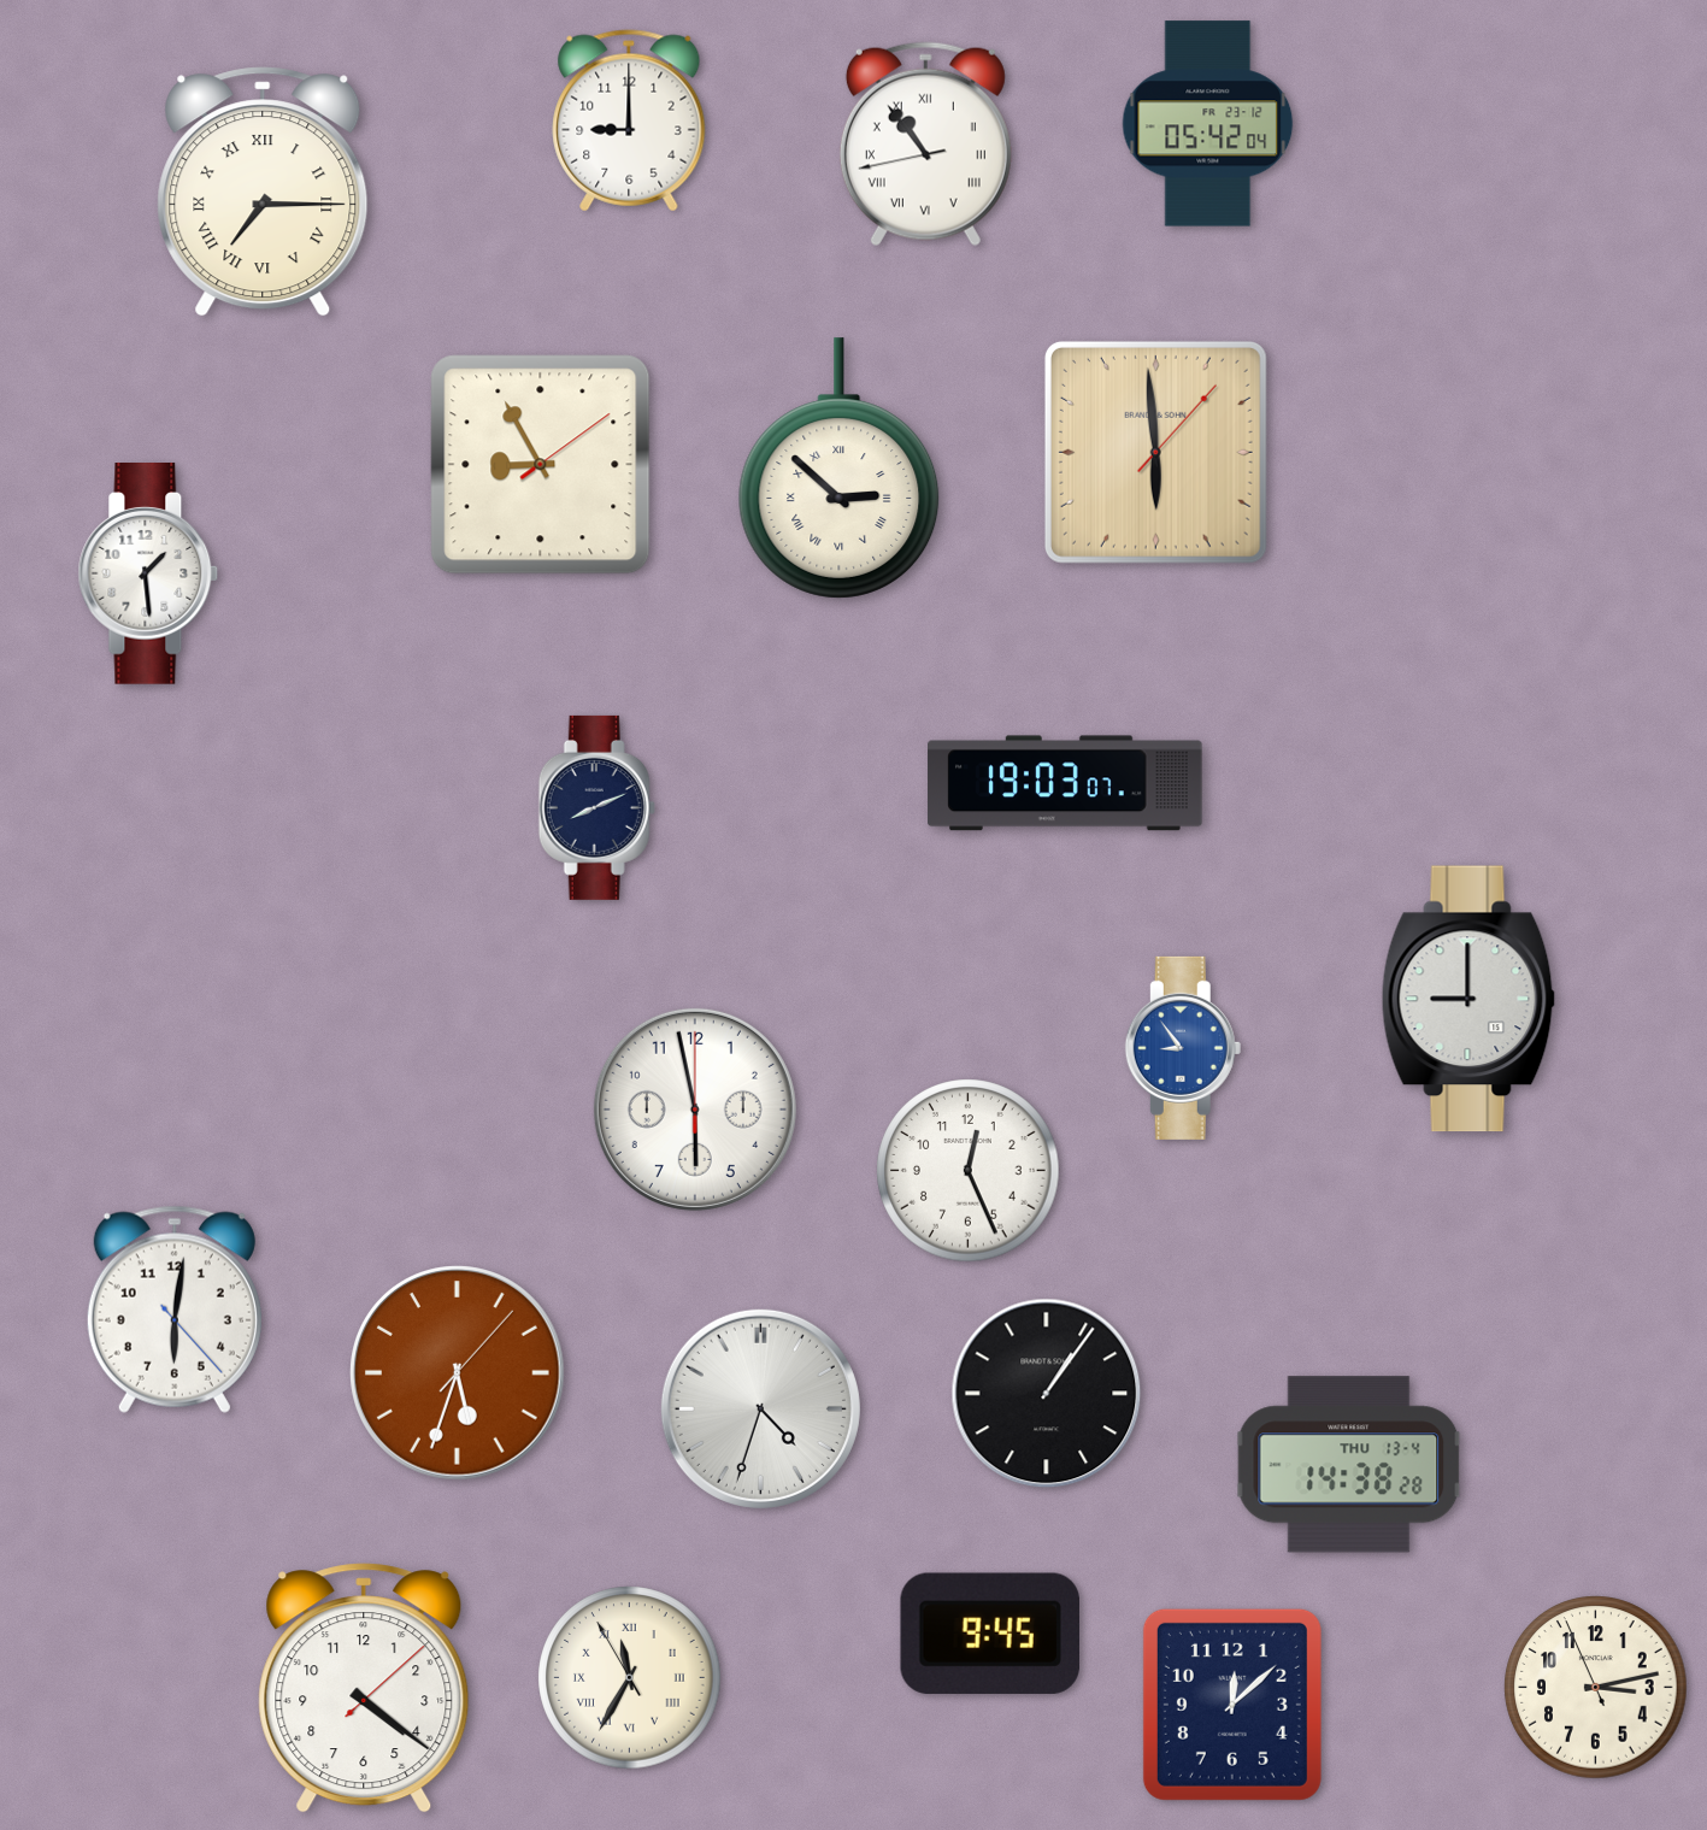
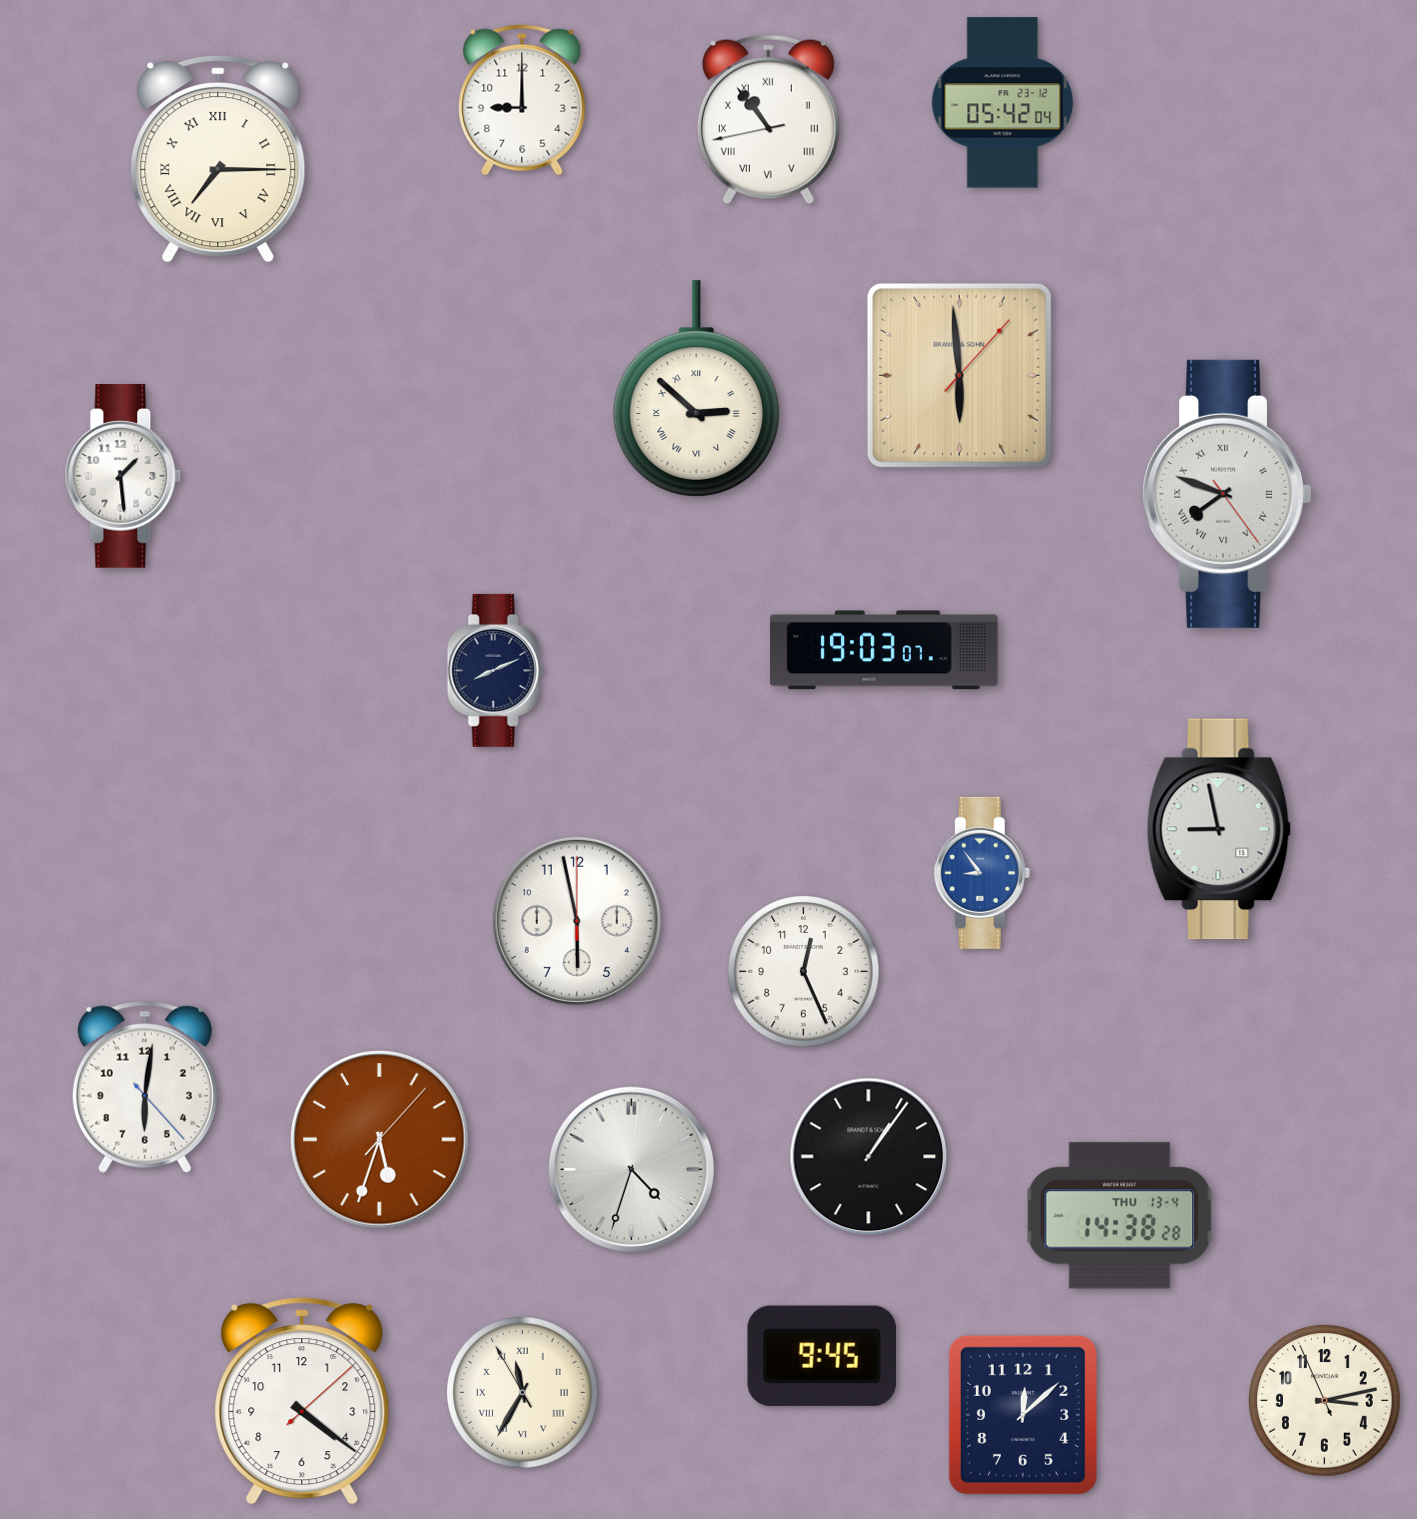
clock at (541, 465): 8:55 -> none
clock at (1227, 494): none -> 7:48
clock at (1468, 999): 9:00 -> 8:58
clock at (1183, 1048) position: (1183, 1048) -> (982, 873)
